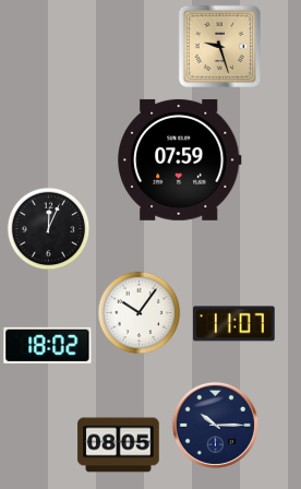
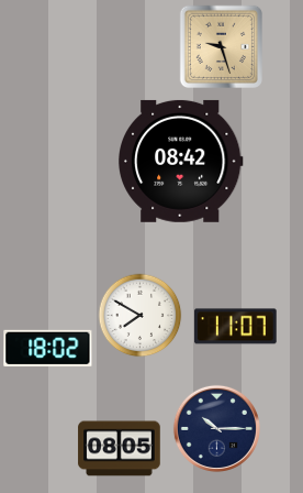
clock at (179, 159): 07:59 -> 08:42
clock at (49, 229): 12:04 -> none
clock at (140, 313): 10:06 -> 7:50
